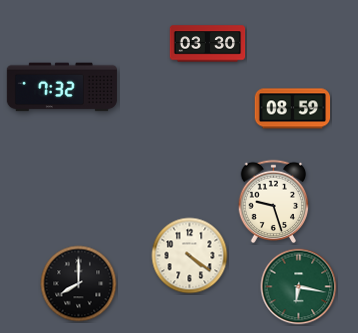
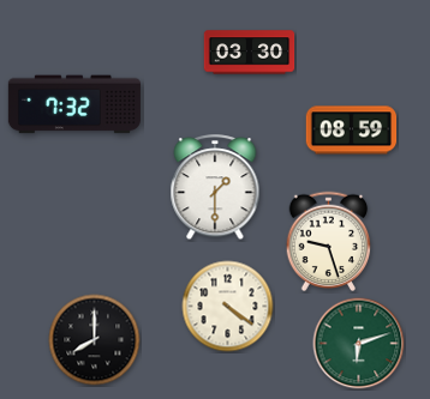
clock at (215, 188): none -> 1:30
clock at (299, 287): 6:17 -> 6:12
